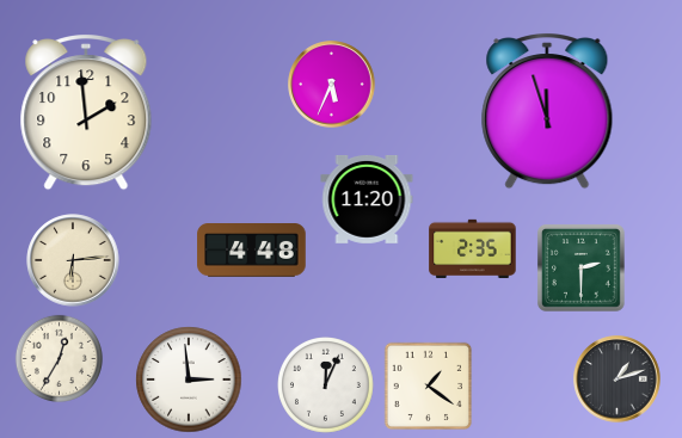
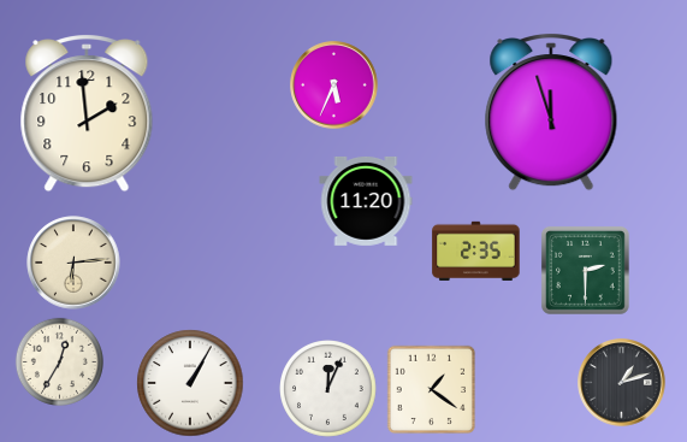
clock at (367, 199) position: (367, 199) -> (366, 201)
clock at (252, 251): 4:48 -> none
clock at (189, 380): 2:59 -> 1:05
